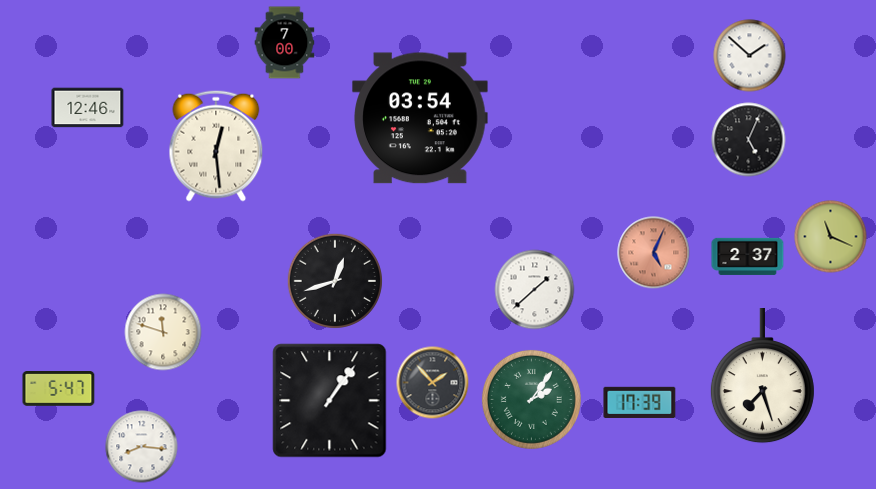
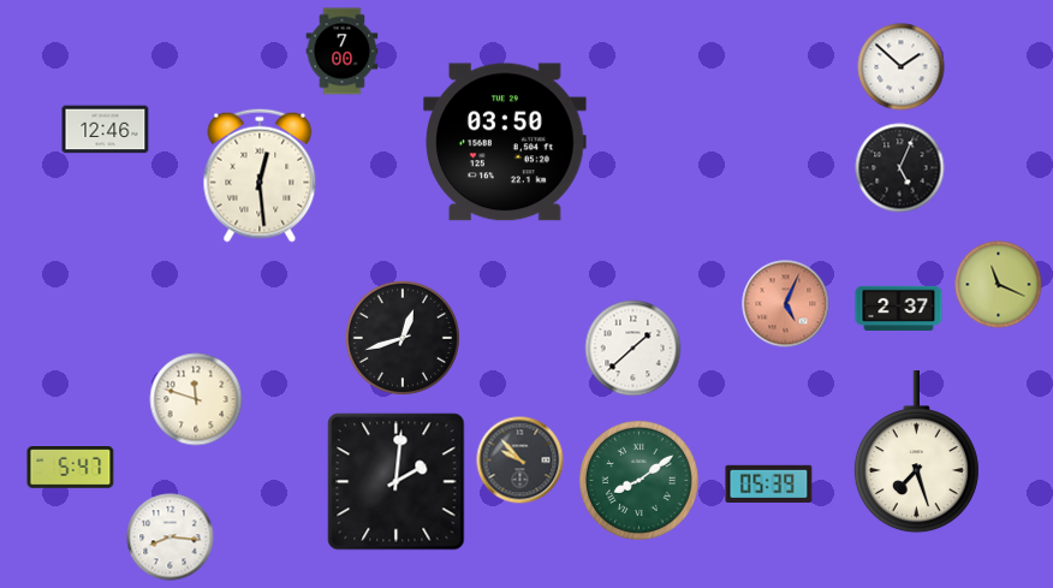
clock at (420, 118): 03:54 -> 03:50
clock at (535, 290) position: (535, 290) -> (633, 349)
clock at (433, 383): 1:53 -> 9:53
clock at (531, 399): 2:06 -> 8:09
clock at (330, 401): 1:06 -> 2:01
clock at (640, 402): 17:39 -> 05:39
